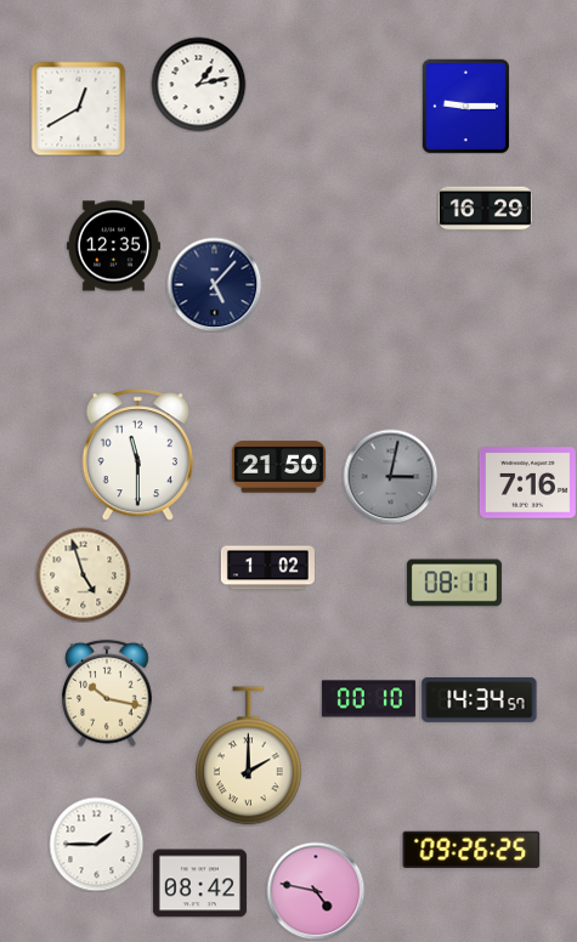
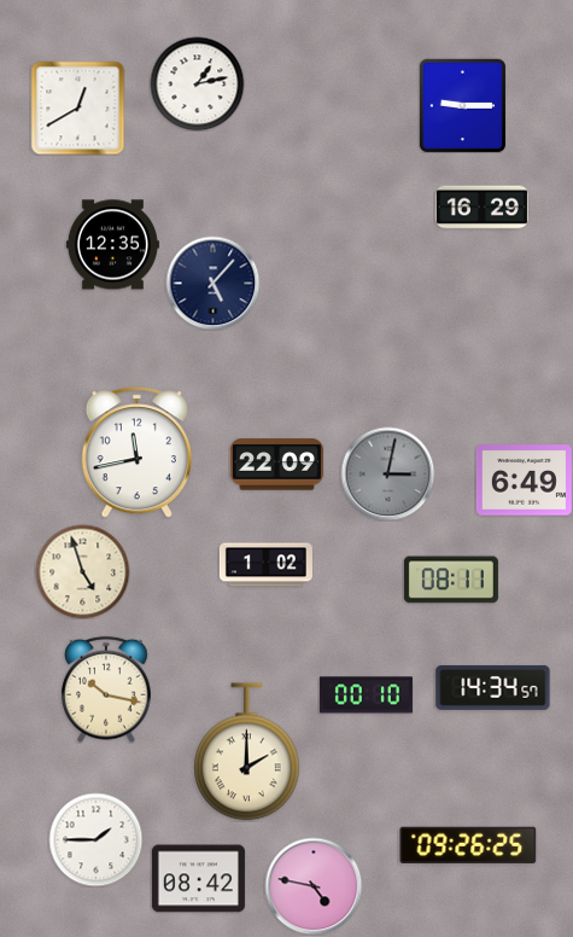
clock at (137, 455): 11:30 -> 11:43
clock at (278, 467): 21:50 -> 22:09
clock at (527, 483): 7:16 -> 6:49
clock at (480, 699) position: (480, 699) -> (493, 687)
